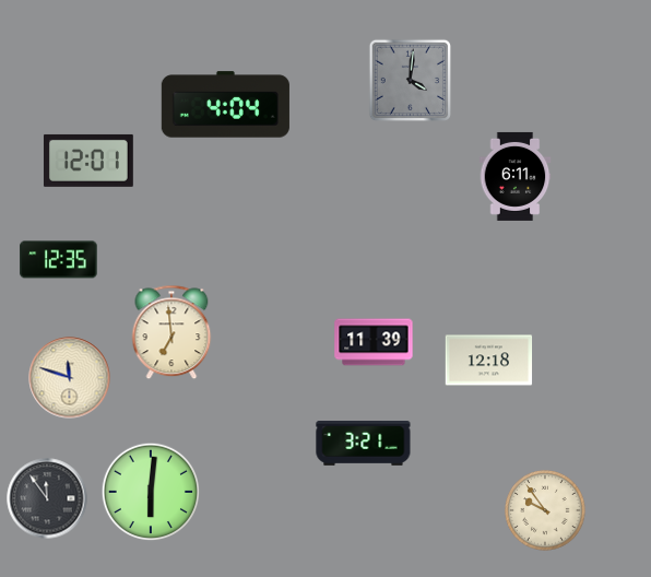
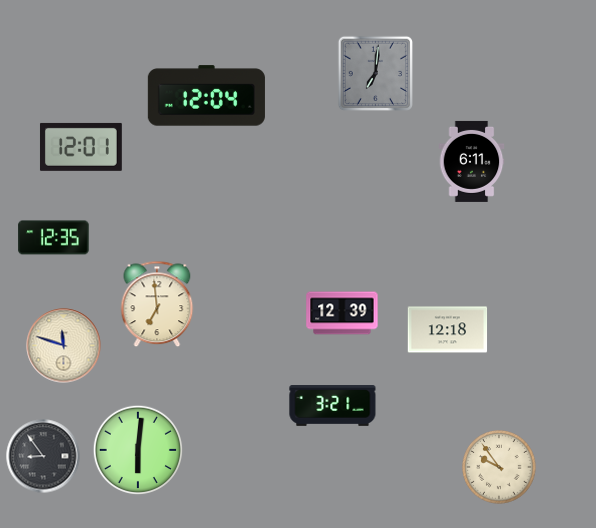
clock at (410, 80): 4:01 -> 7:01
clock at (225, 105): 4:04 -> 12:04
clock at (374, 342): 11:39 -> 12:39
clock at (47, 498): 11:54 -> 8:54
